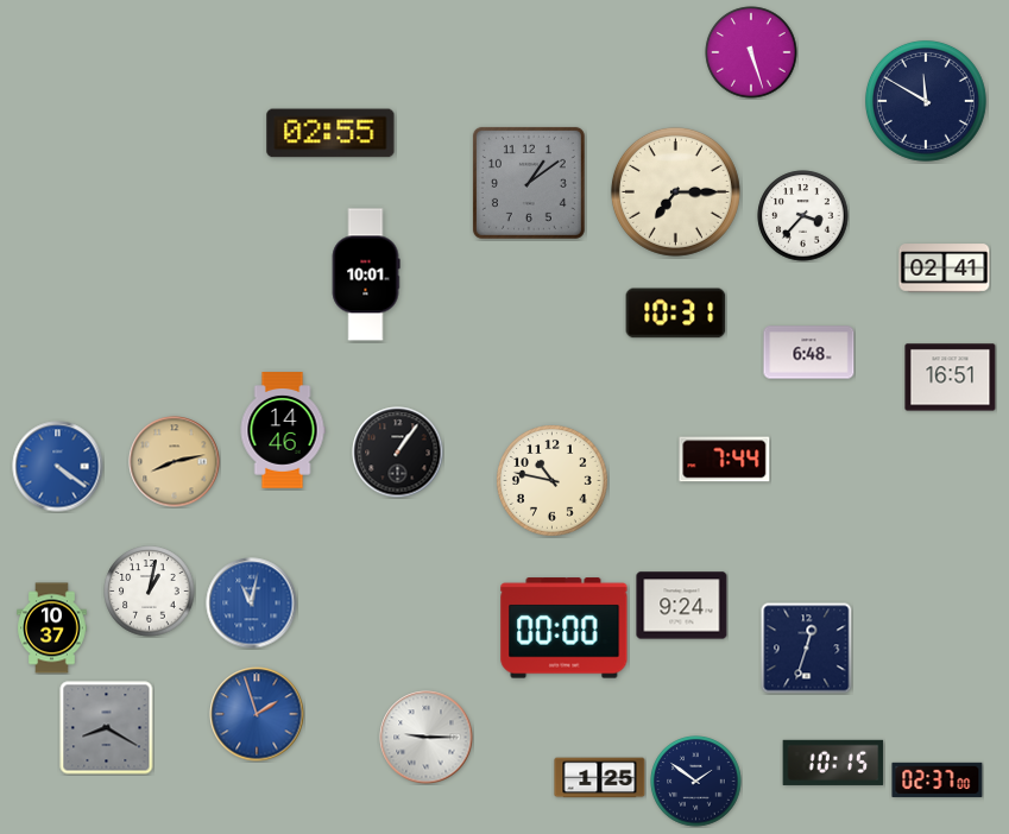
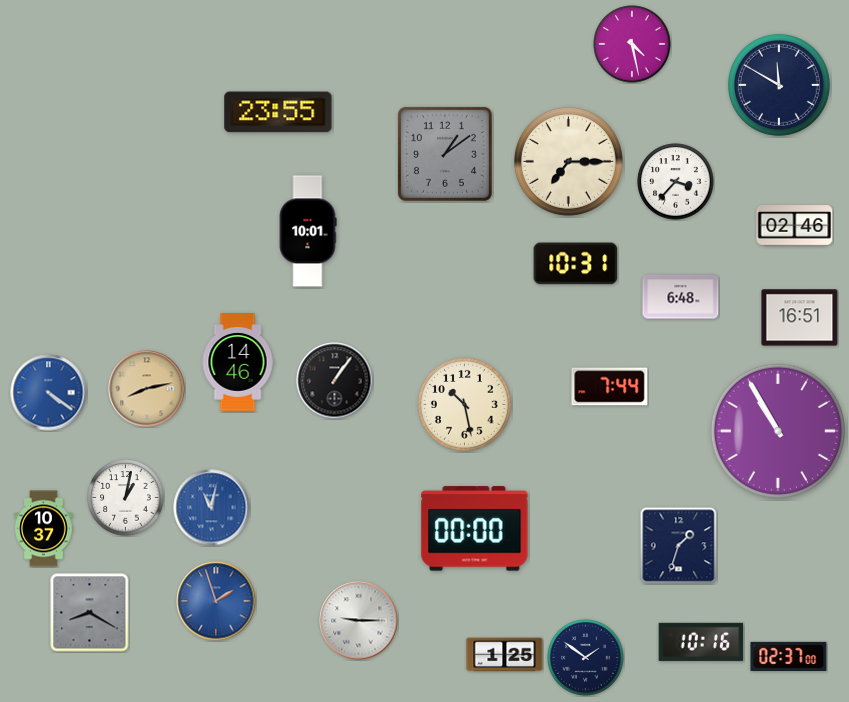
clock at (751, 52): 5:27 -> 4:28
clock at (330, 133): 02:55 -> 23:55
clock at (945, 268): 02:41 -> 02:46
clock at (676, 314) position: (676, 314) -> (576, 264)
clock at (553, 481): 10:47 -> 10:28
clock at (778, 431): none -> 10:55
clock at (682, 606): 9:24 -> none
clock at (807, 649): 12:33 -> 1:33
clock at (833, 763): 10:15 -> 10:16
